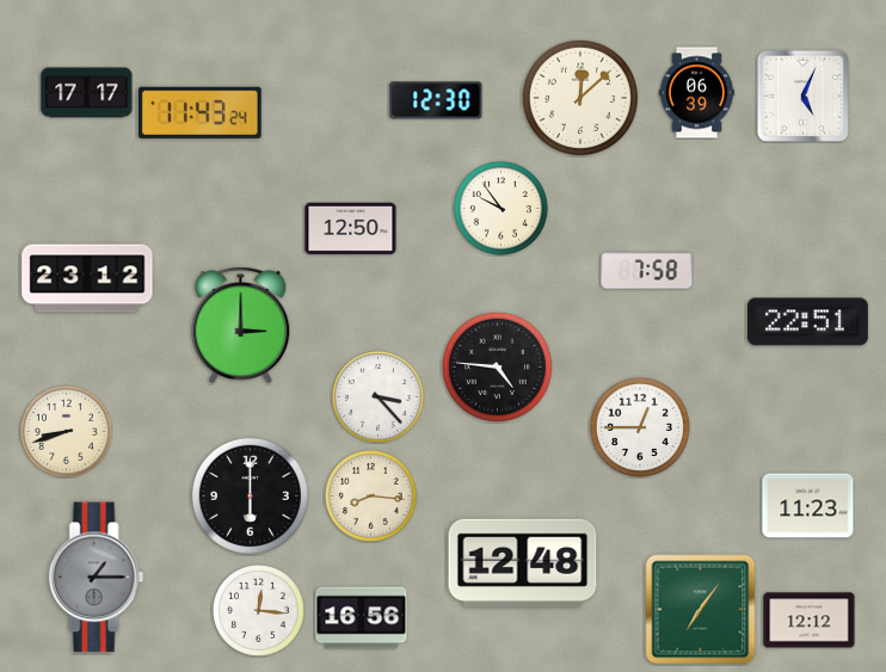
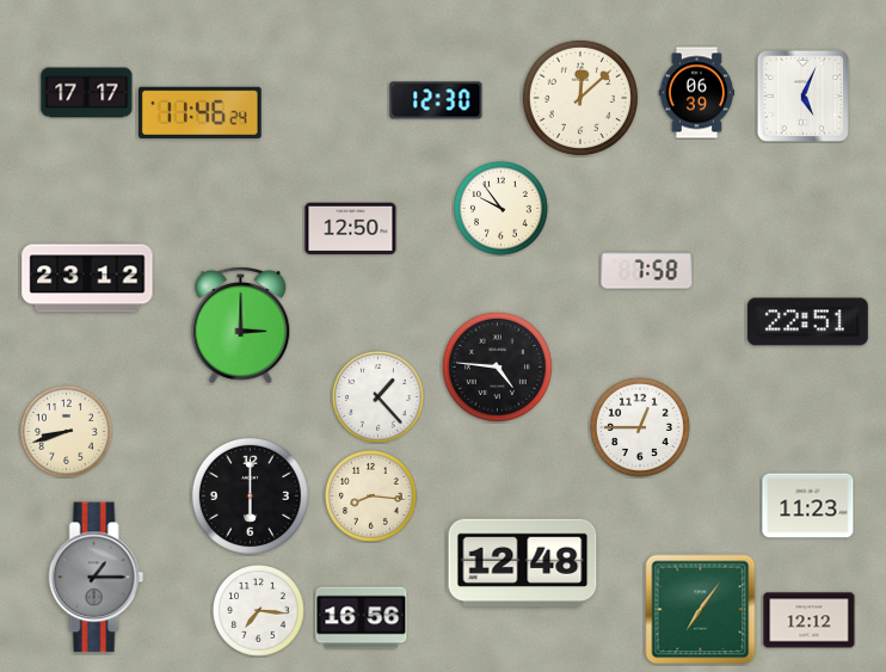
clock at (201, 112): 11:43 -> 11:46
clock at (379, 397): 3:23 -> 1:23
clock at (259, 611): 12:16 -> 7:16
